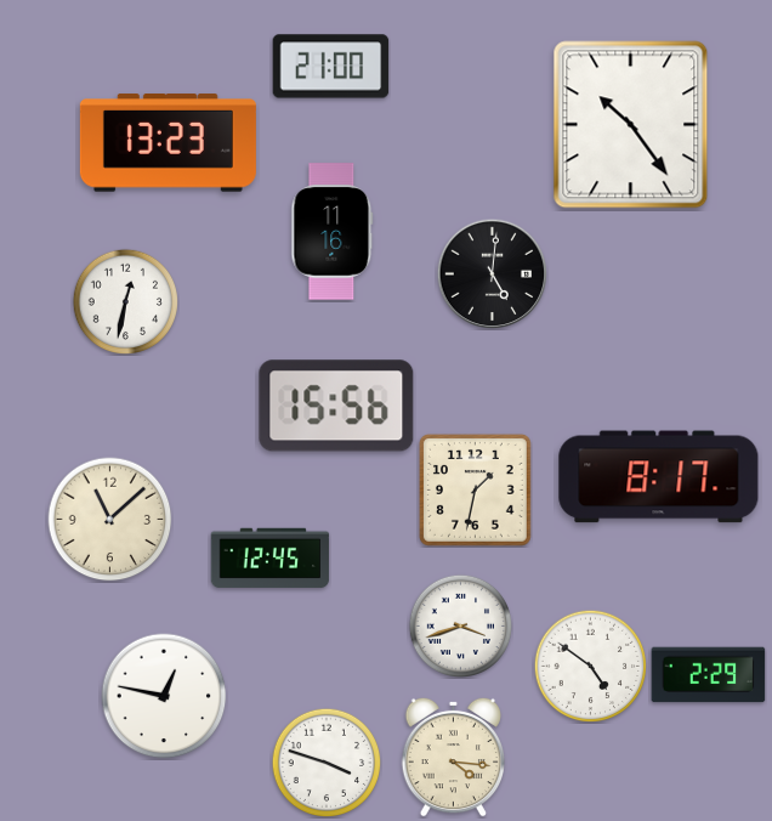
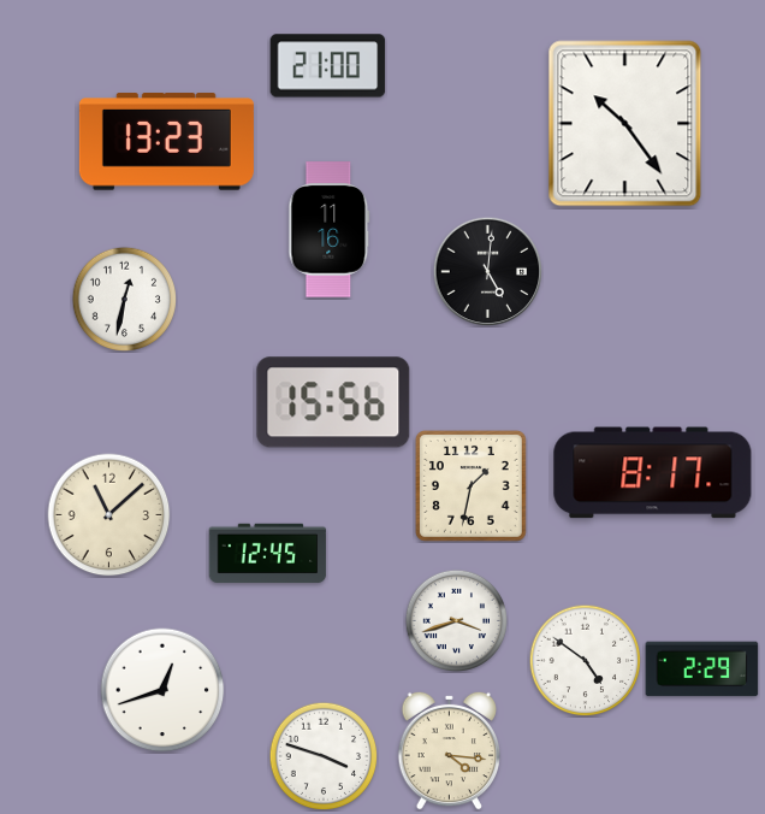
clock at (164, 696): 12:47 -> 12:42
